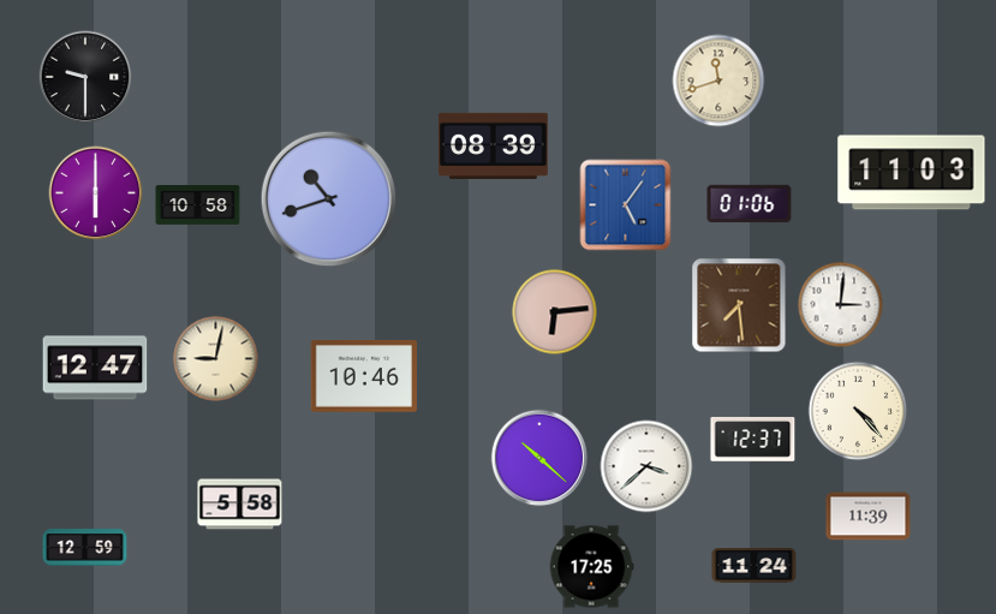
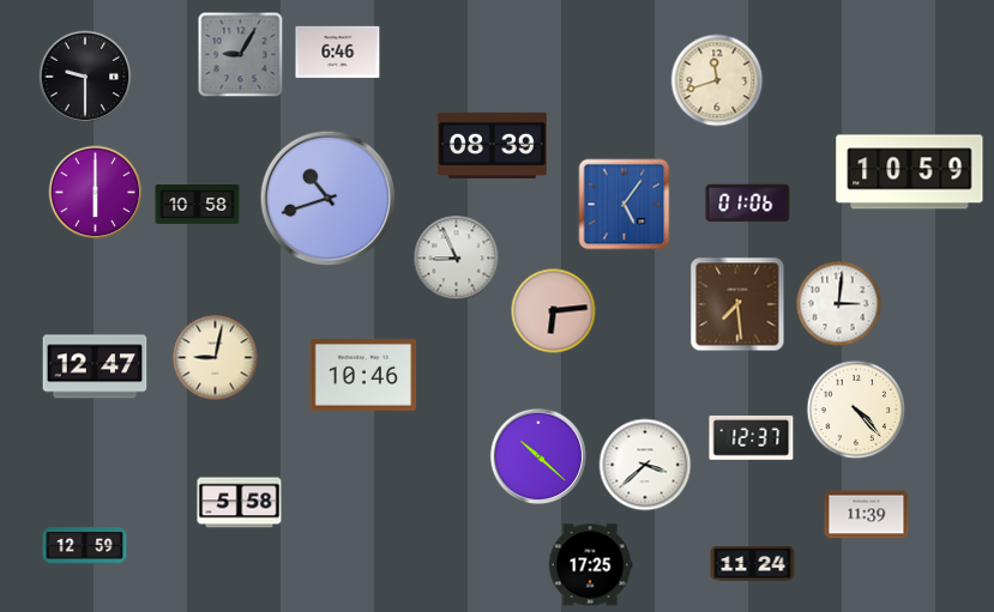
clock at (338, 51): none -> 6:46
clock at (241, 55): none -> 9:05
clock at (912, 173): 11:03 -> 10:59
clock at (457, 259): none -> 8:56
